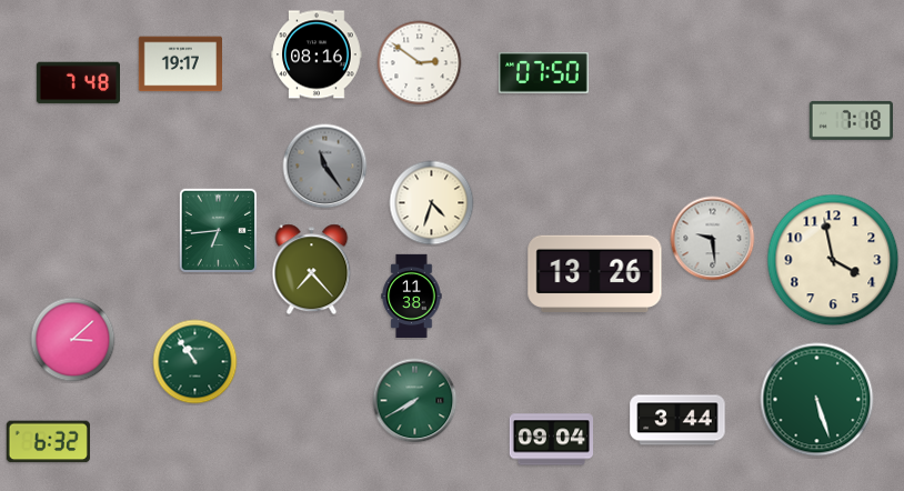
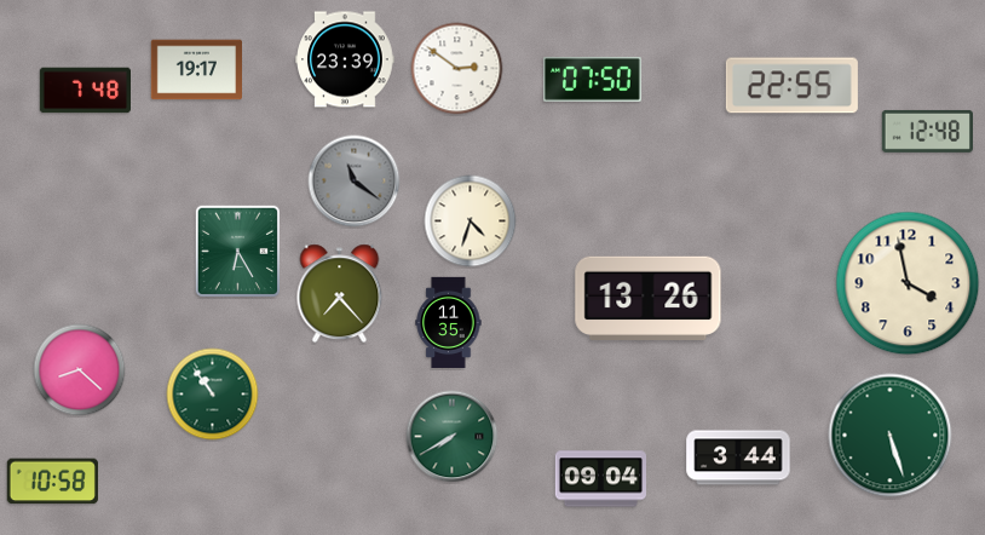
clock at (317, 54): 08:16 -> 23:39
clock at (791, 86): none -> 22:55
clock at (851, 120): 7:18 -> 12:48
clock at (325, 167): 11:24 -> 11:21
clock at (218, 230): 6:44 -> 6:25
clock at (713, 239): 9:29 -> none
clock at (412, 297): 11:38 -> 11:35
clock at (73, 340): 3:08 -> 8:22
clock at (48, 442): 6:32 -> 10:58
